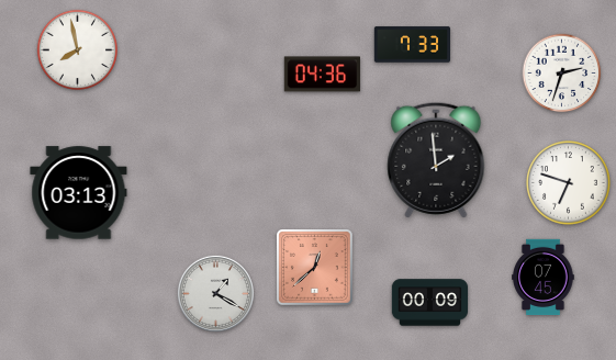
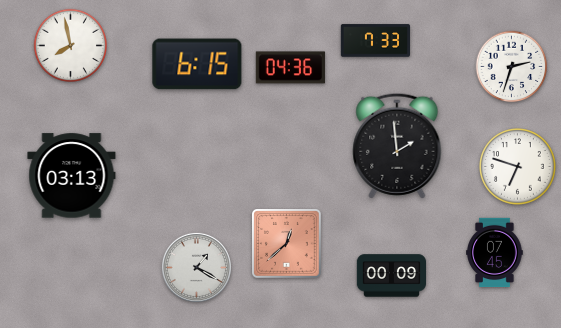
clock at (197, 64): none -> 6:15
clock at (322, 75) position: (322, 75) -> (290, 68)
